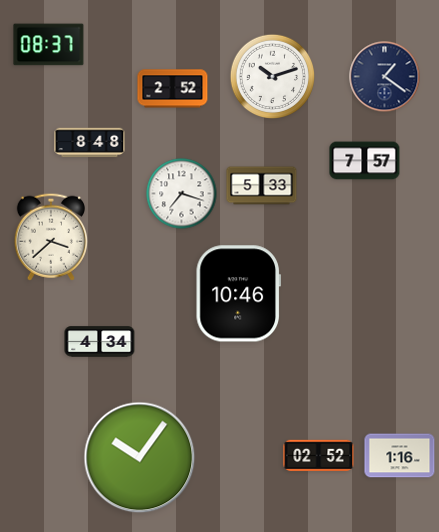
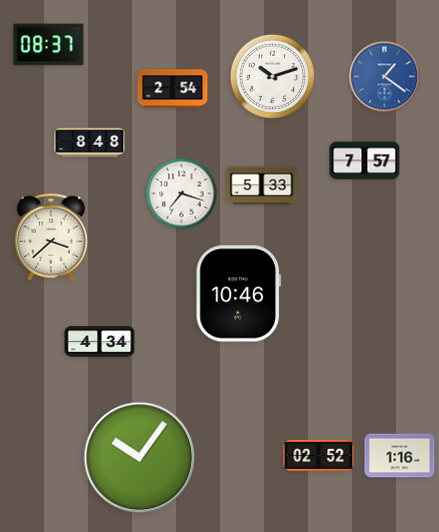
clock at (385, 77) dial: navy -> blue
clock at (173, 89): 2:52 -> 2:54
